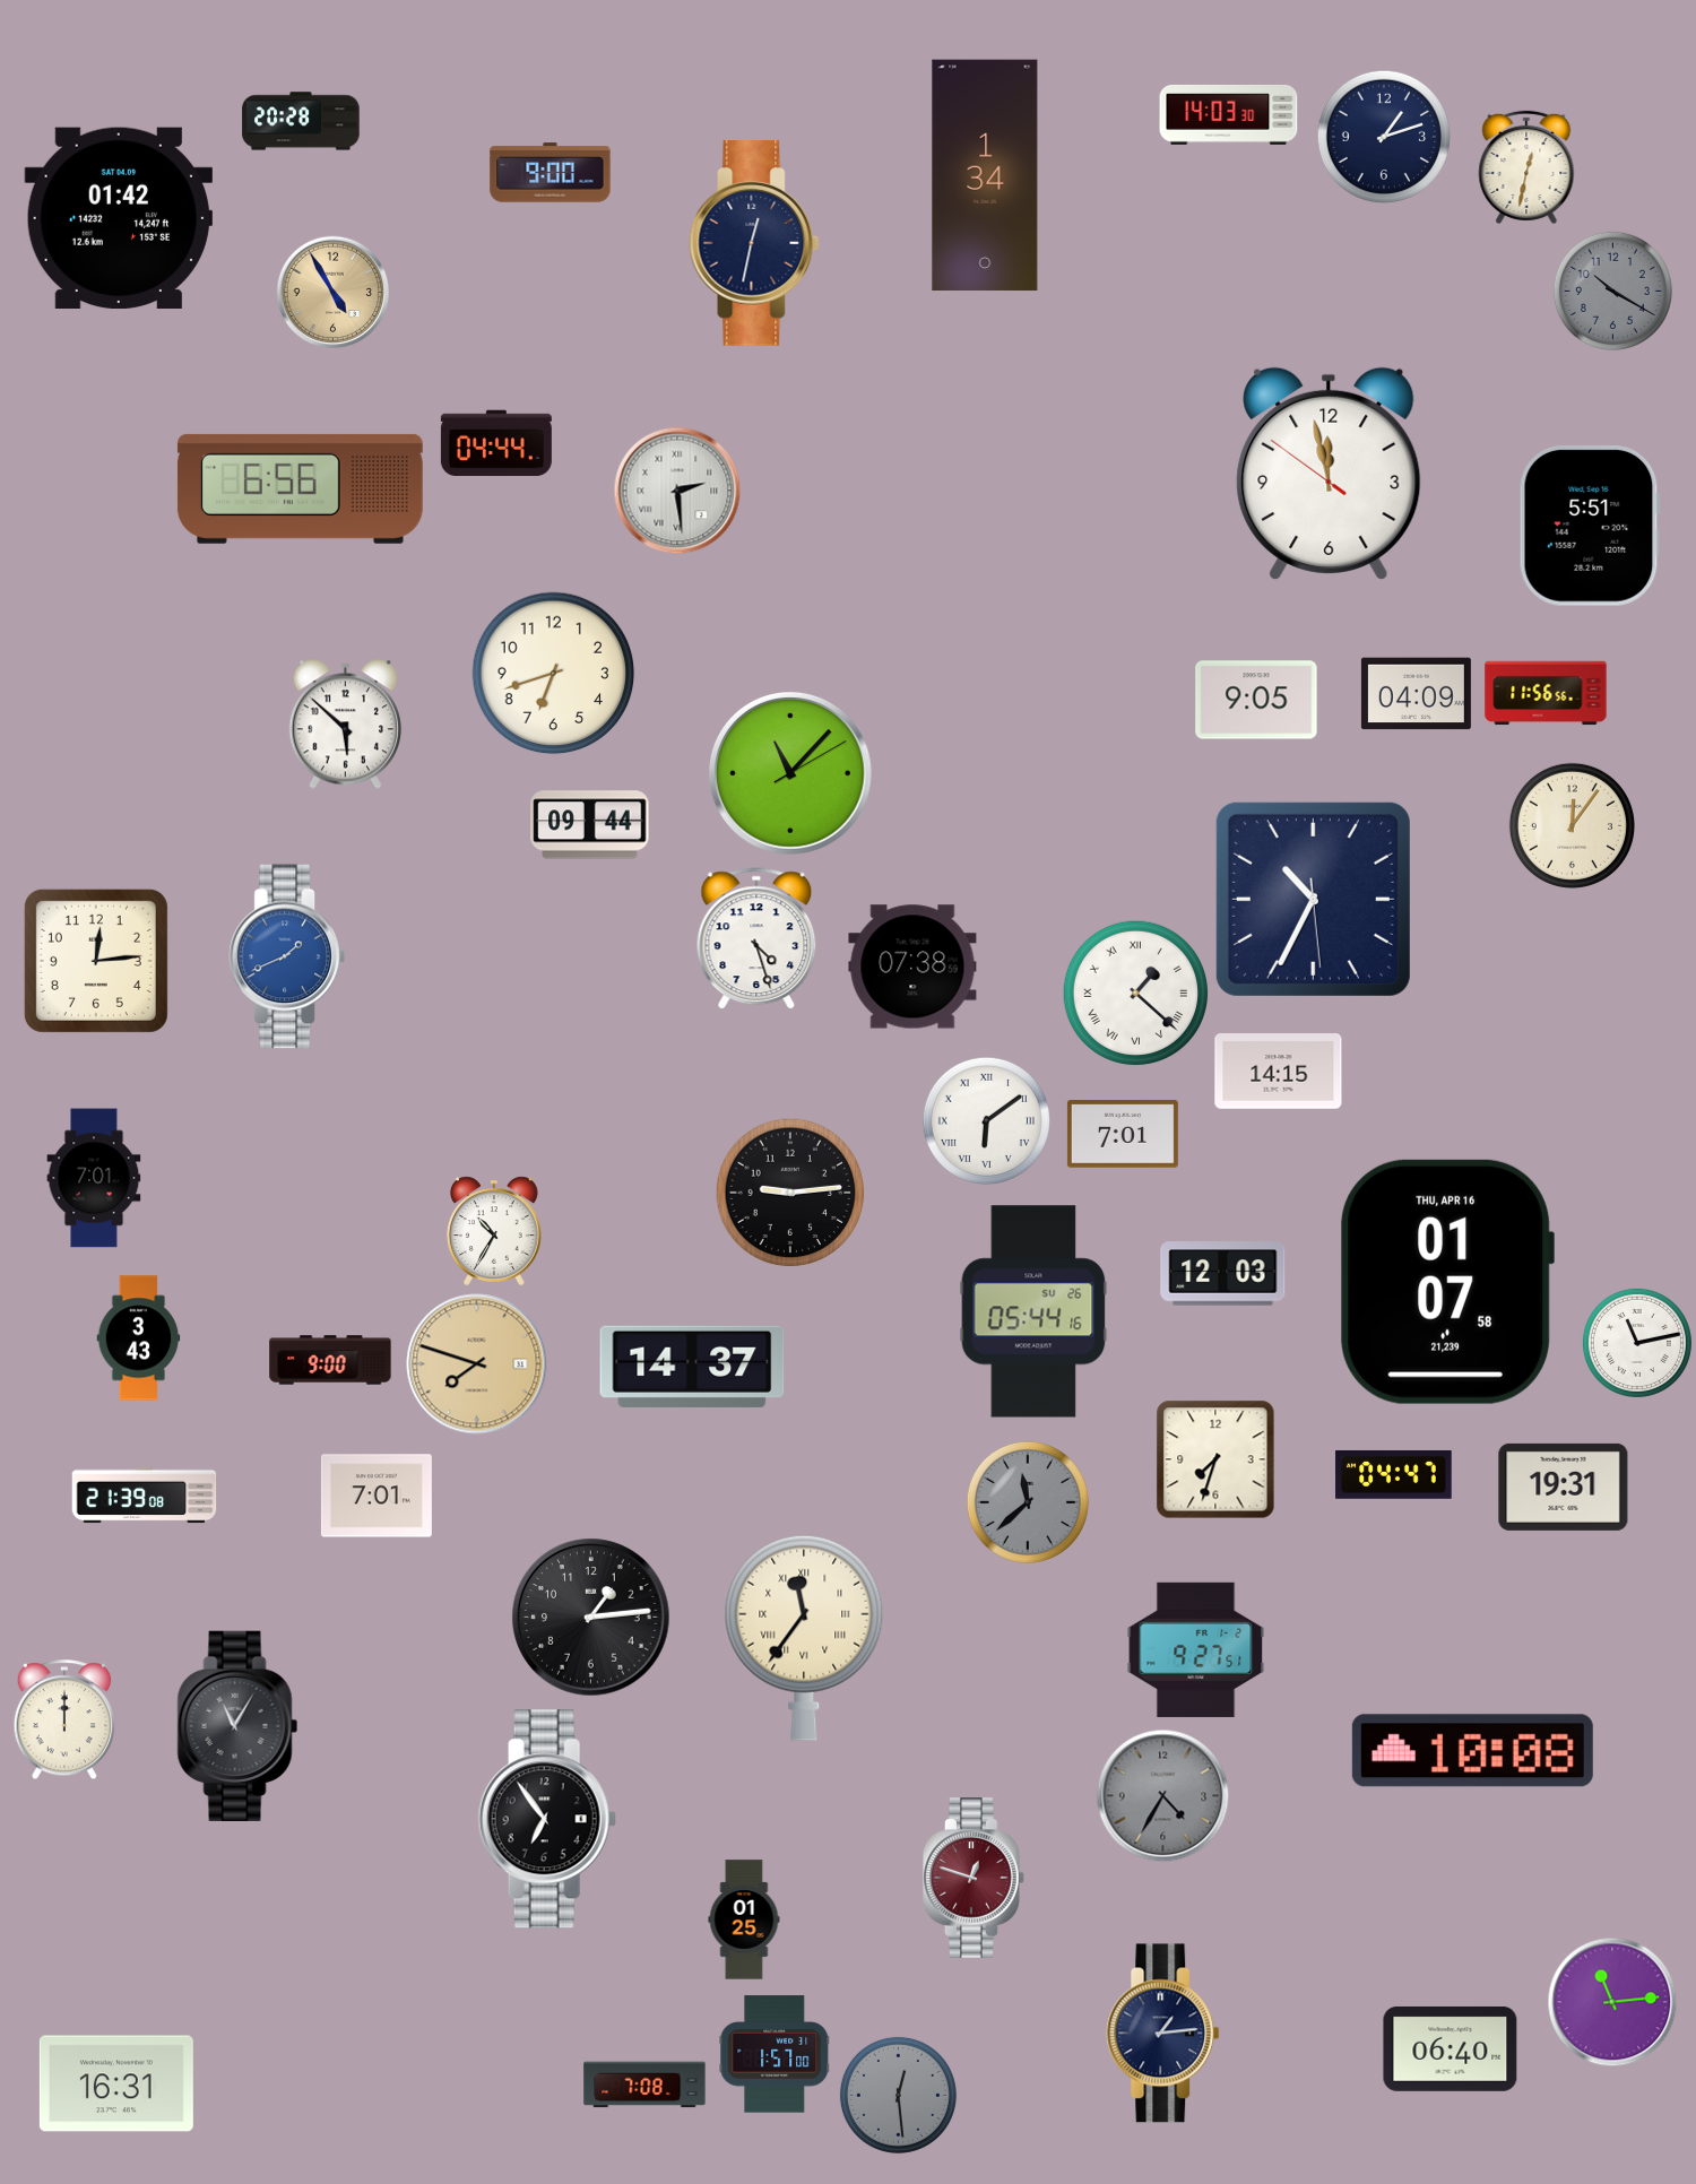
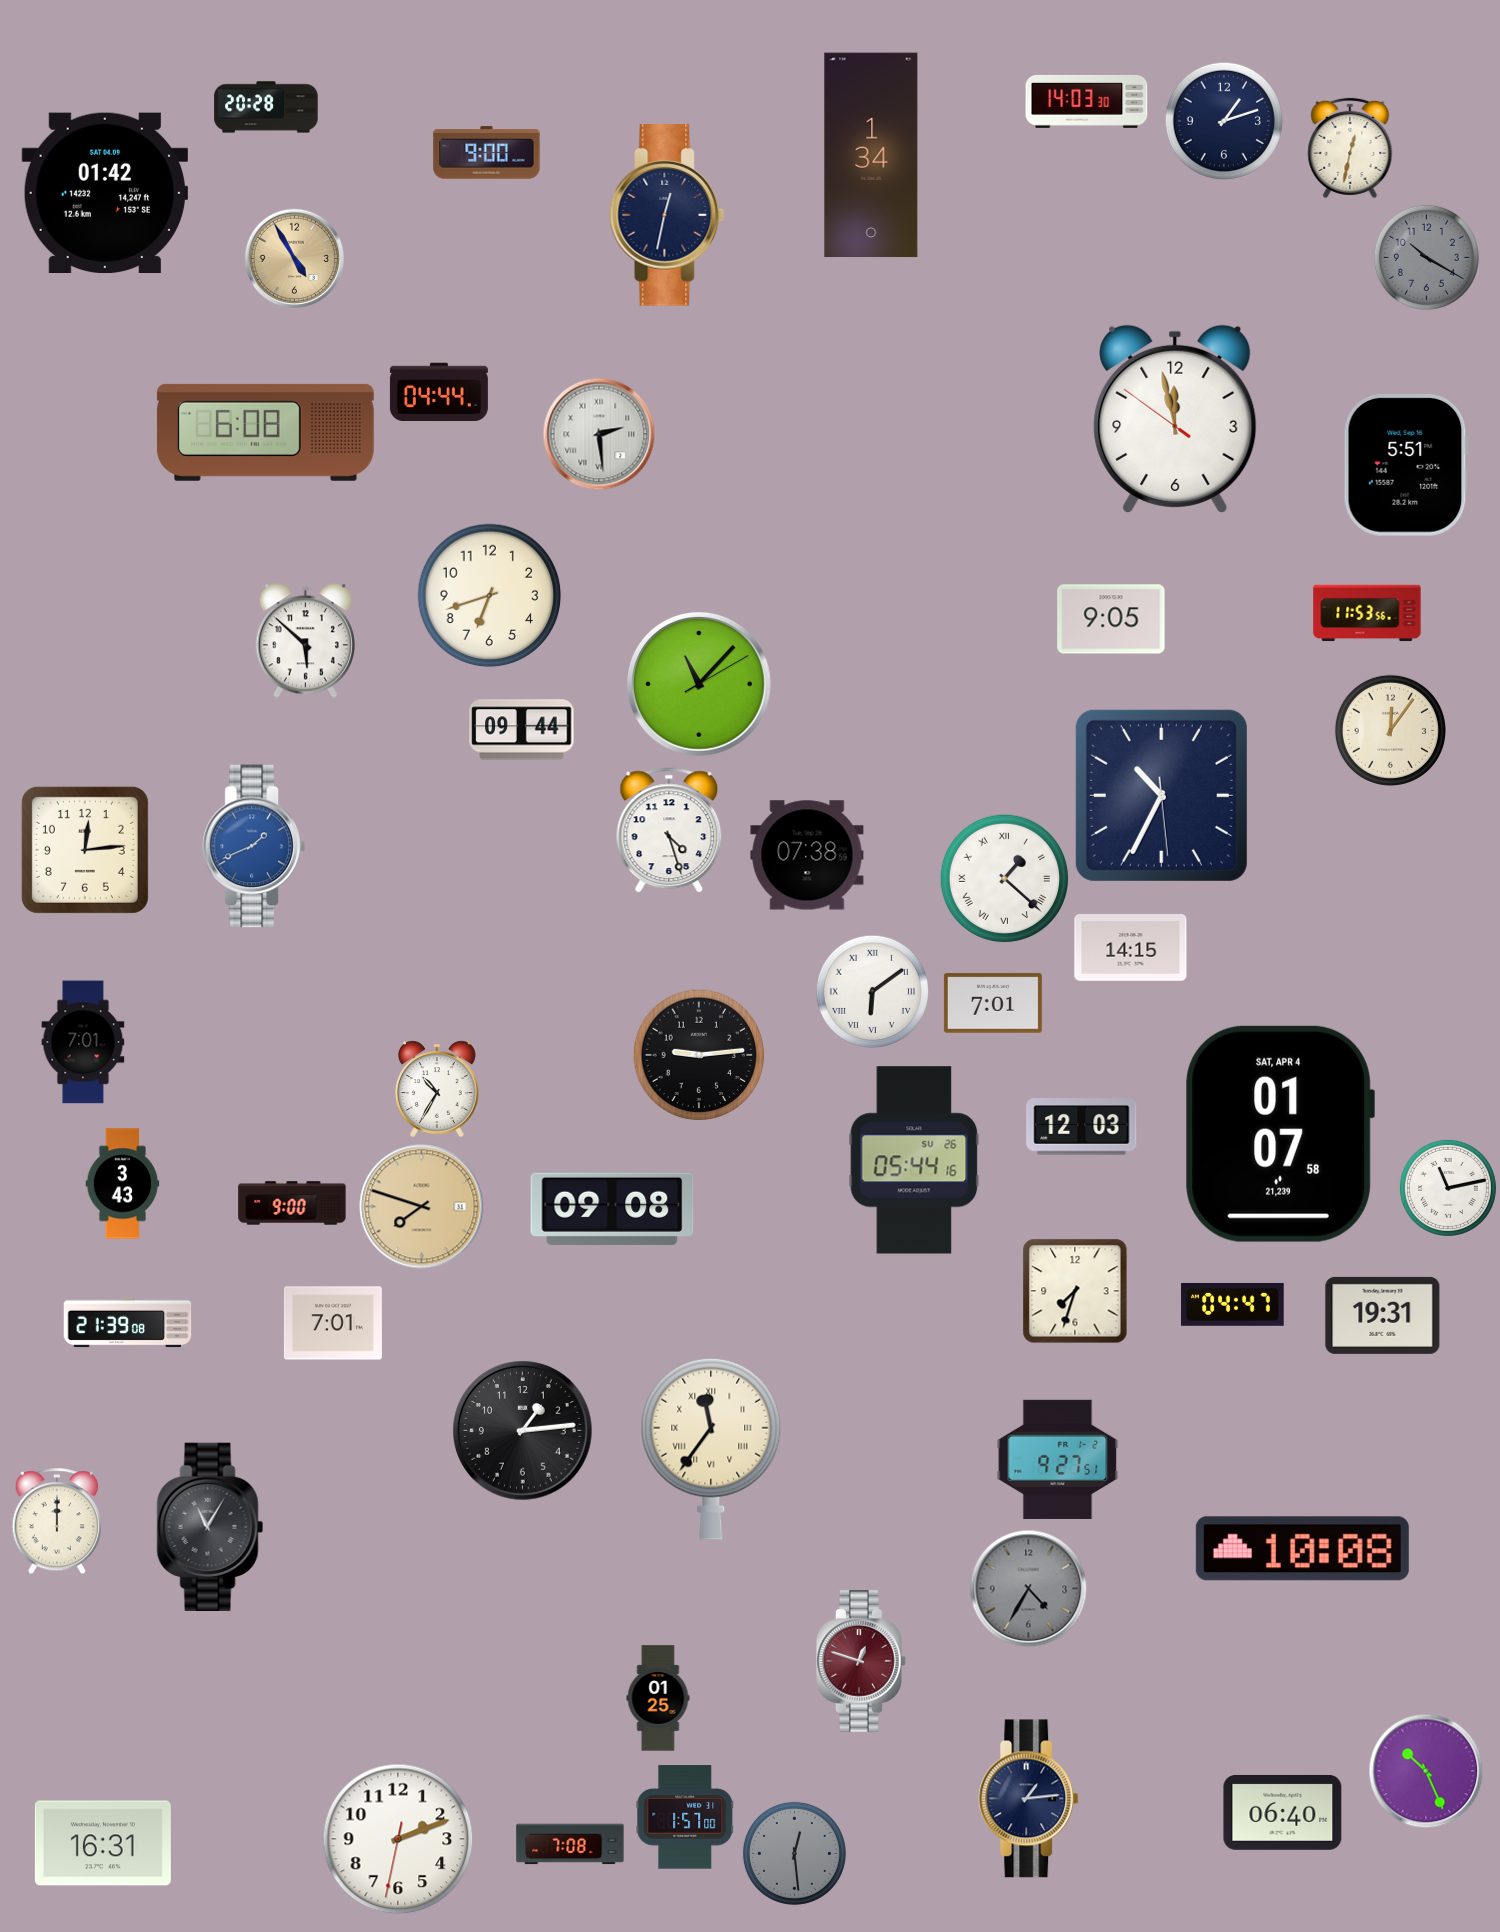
clock at (300, 488): 6:56 -> 6:08
clock at (1546, 693): 11:56 -> 11:53
clock at (1416, 694): 04:09 -> none
clock at (1447, 1282) date: THU, APR 16 -> SAT, APR 4
clock at (692, 1367): 14:37 -> 09:08
clock at (1028, 1502): 11:38 -> none
clock at (547, 1819): 6:54 -> none
clock at (1612, 2002): 11:14 -> 10:26
clock at (398, 1839): none -> 2:11
